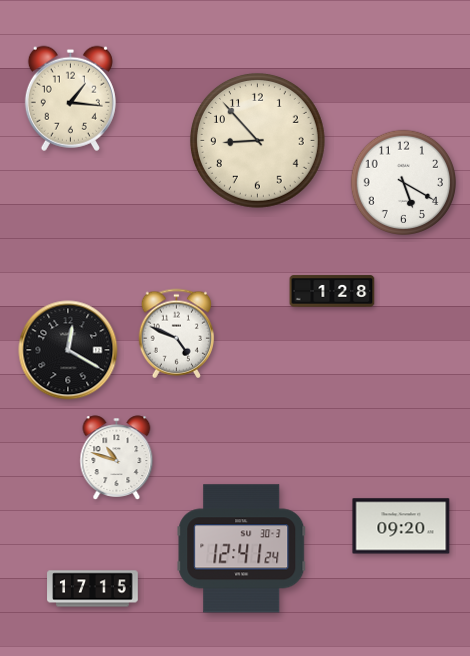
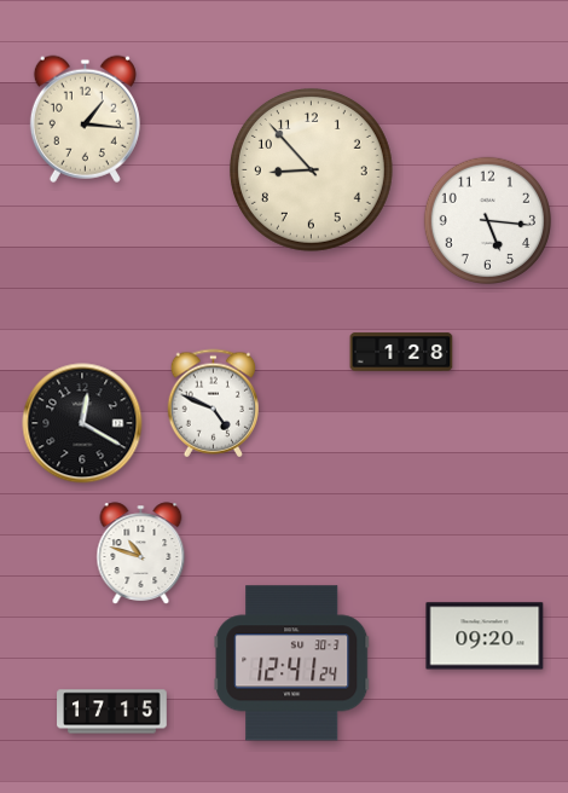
clock at (403, 182): 5:20 -> 5:16
